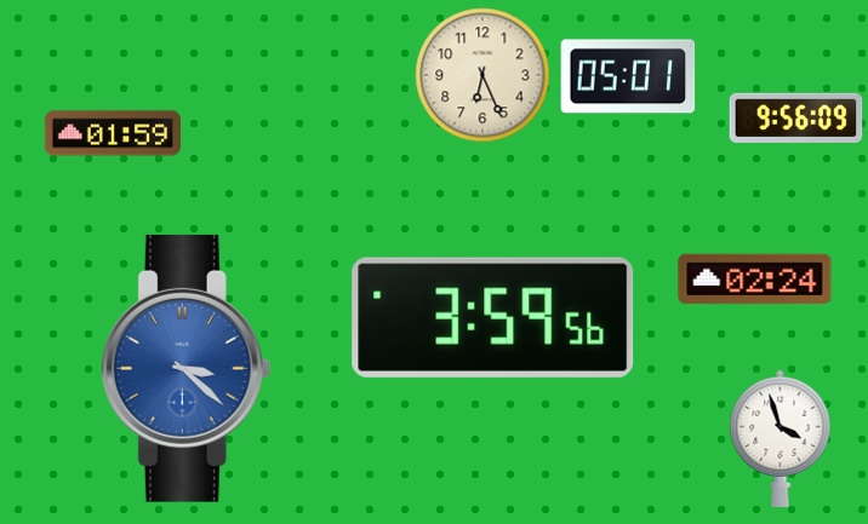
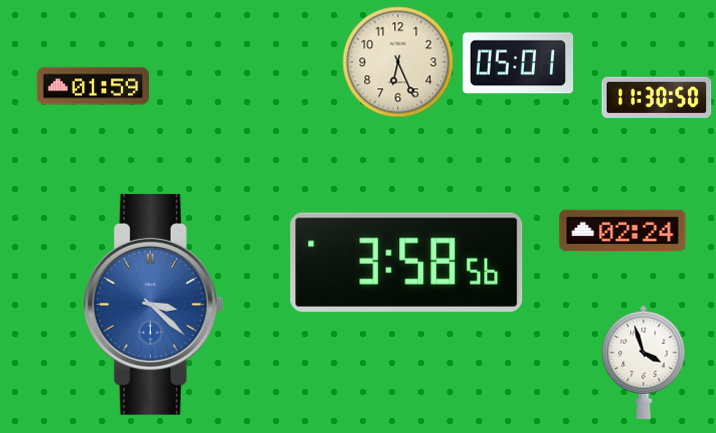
clock at (796, 117): 9:56 -> 11:30
clock at (113, 133) position: (113, 133) -> (93, 86)
clock at (493, 317): 3:59 -> 3:58
